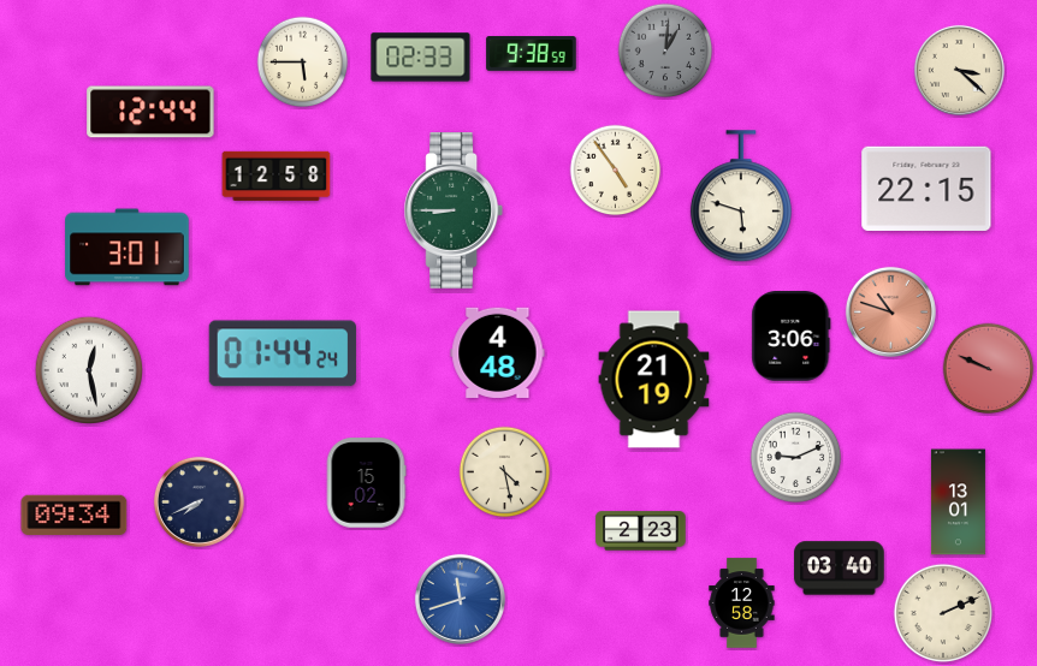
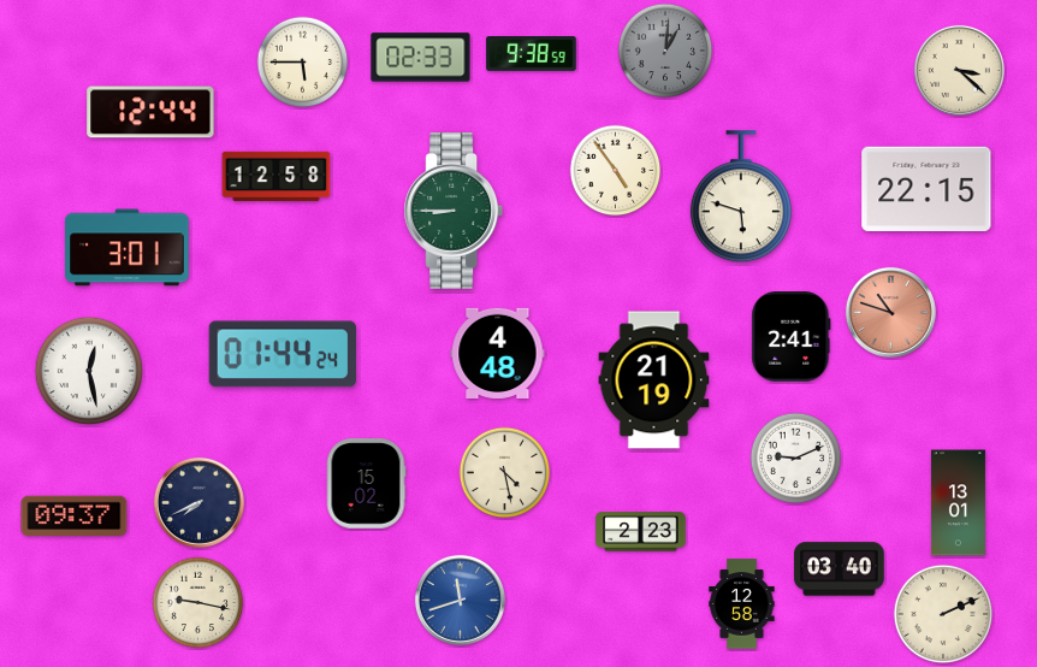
clock at (792, 337): 3:06 -> 2:41
clock at (989, 369): 9:49 -> none
clock at (75, 516): 09:34 -> 09:37
clock at (198, 603): none -> 9:17
